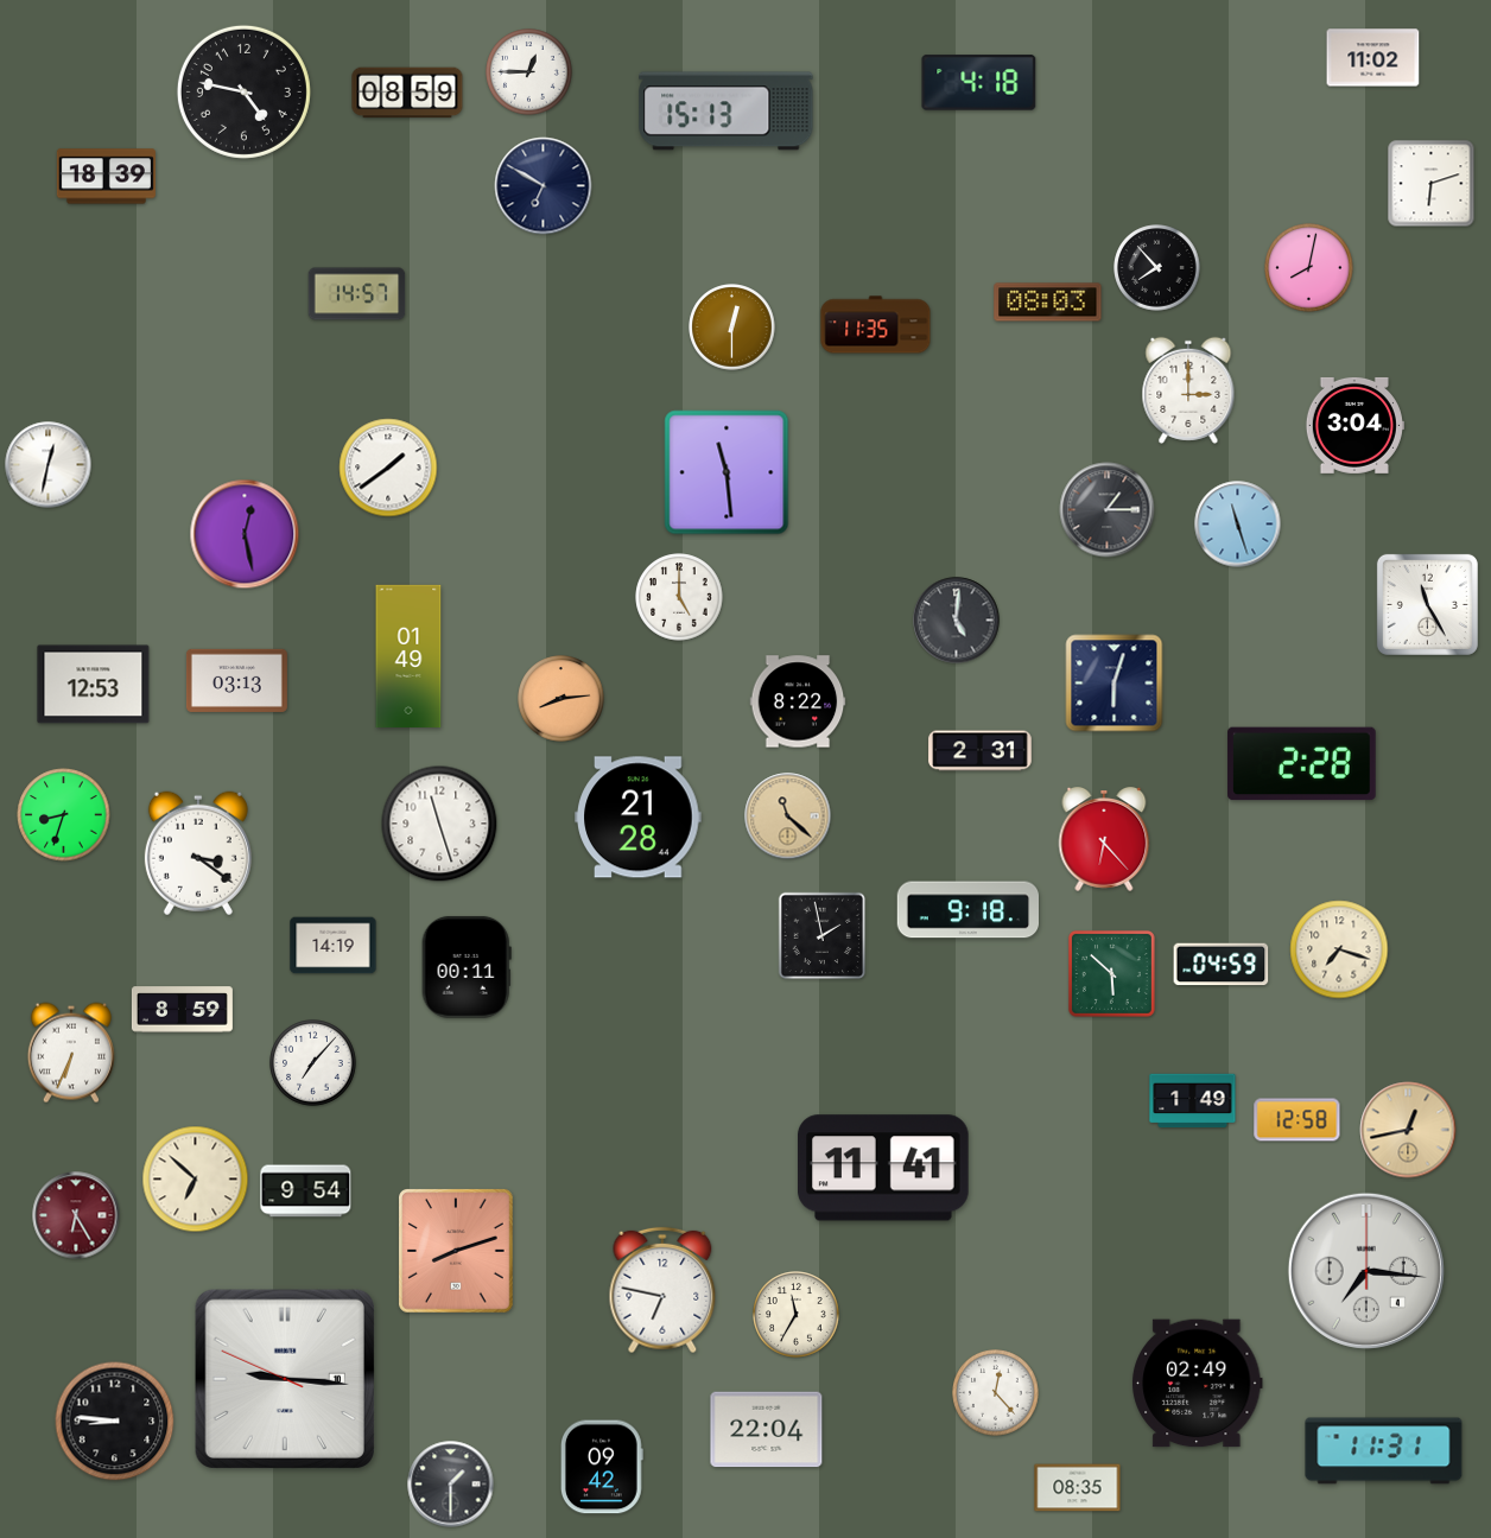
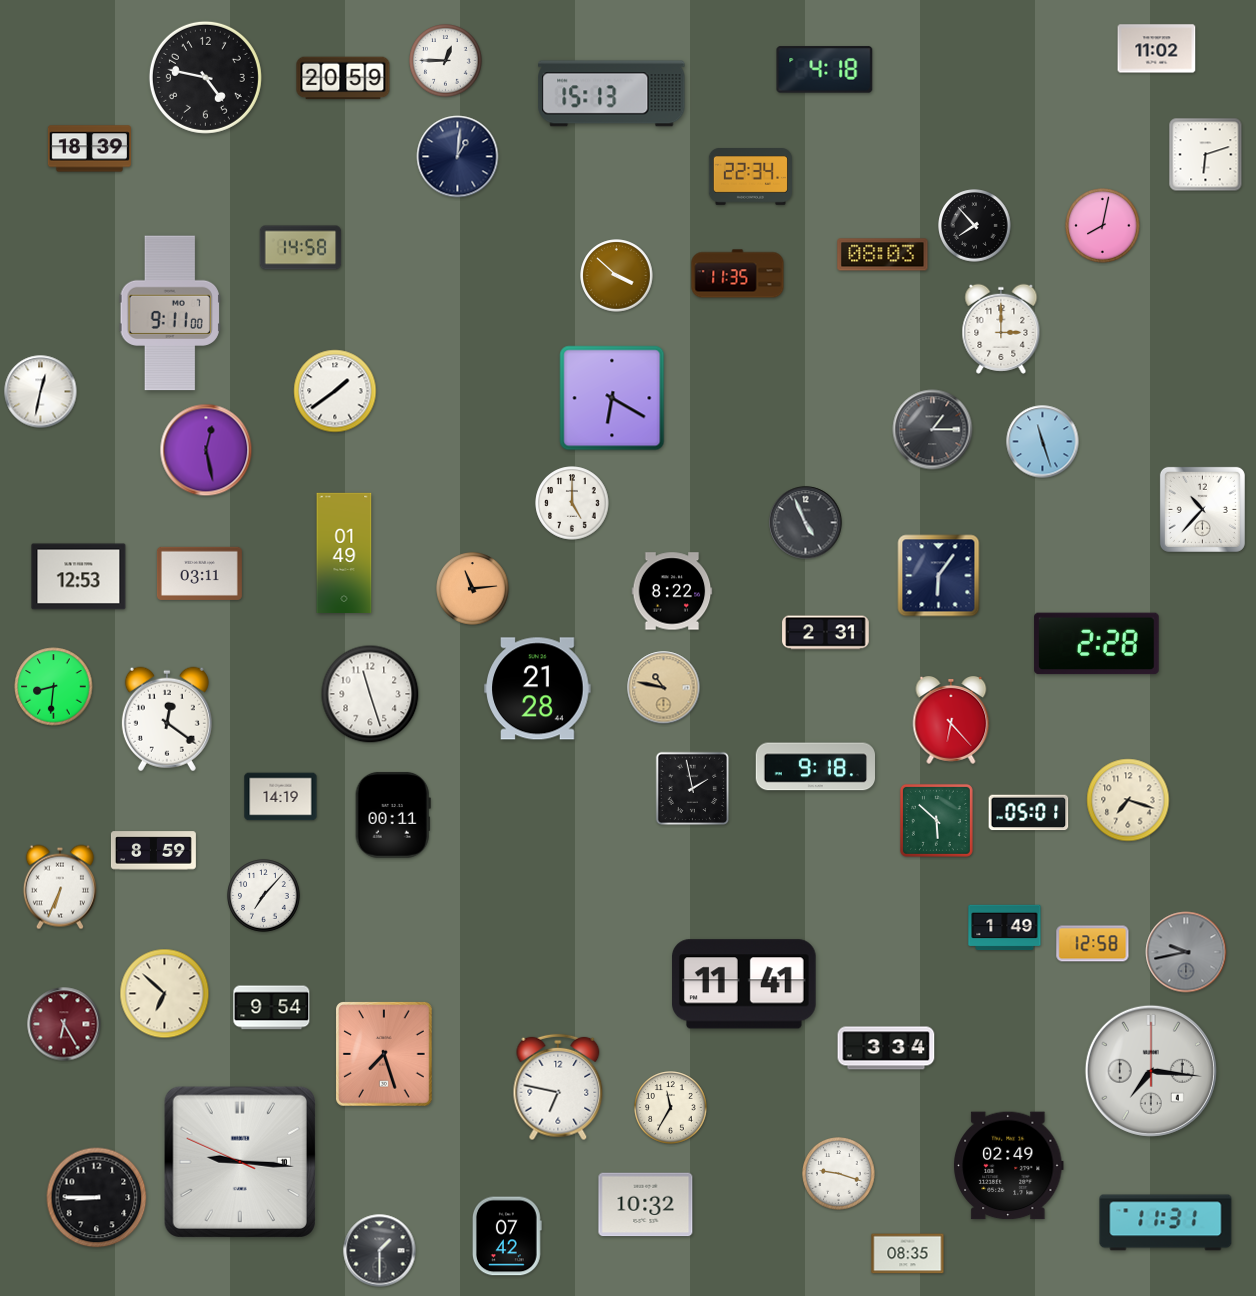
clock at (407, 93): 08:59 -> 20:59
clock at (544, 186): 6:50 -> 1:01
clock at (750, 177): none -> 22:34
clock at (357, 294): 14:57 -> 14:58
clock at (732, 328): 12:30 -> 3:52
clock at (170, 313): none -> 9:11
clock at (1354, 425): 3:04 -> none
clock at (388, 468) position: (388, 468) -> (335, 391)
clock at (727, 472): 11:29 -> 6:20
clock at (1427, 604): 11:25 -> 10:37
clock at (957, 621): 5:01 -> 4:56
clock at (236, 680): 03:13 -> 03:11
clock at (1115, 684): 6:03 -> 6:06
clock at (561, 699): 8:14 -> 11:14
clock at (64, 815): 8:33 -> 8:31
clock at (788, 816): 11:22 -> 10:47
clock at (1104, 840) position: (1104, 840) -> (951, 721)
clock at (198, 853): 3:21 -> 12:21
clock at (1222, 965): 04:59 -> 05:01
clock at (1408, 1130): 12:43 -> 9:43
clock at (1408, 1130) dial: champagne -> grey
clock at (306, 1191) position: (306, 1191) -> (272, 1008)
clock at (886, 1048): none -> 3:34
clock at (457, 1252): 8:12 -> 7:27
clock at (996, 1393): 12:23 -> 9:18
clock at (115, 1422): 8:46 -> 8:45
clock at (767, 1430): 22:04 -> 10:32
clock at (602, 1467): 09:42 -> 07:42
